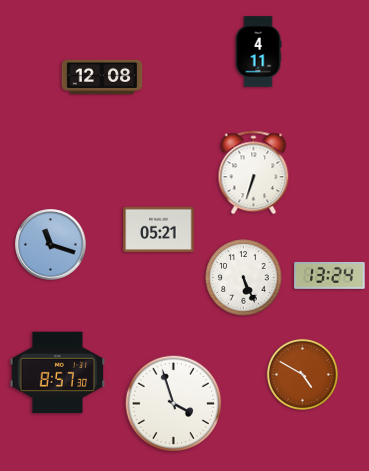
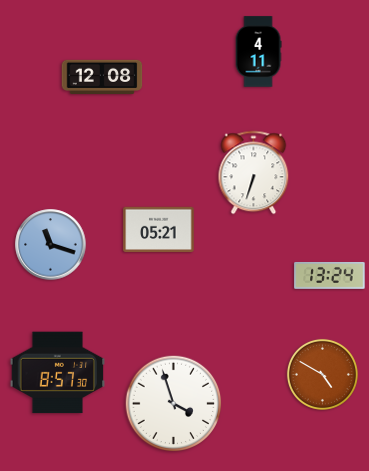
clock at (244, 278): 5:26 -> none
clock at (302, 374) position: (302, 374) -> (322, 374)
